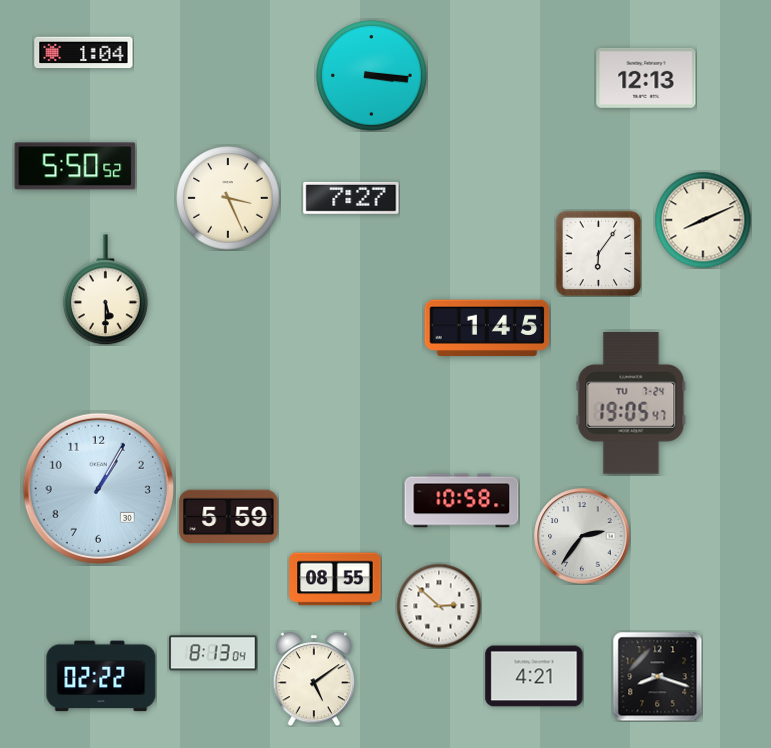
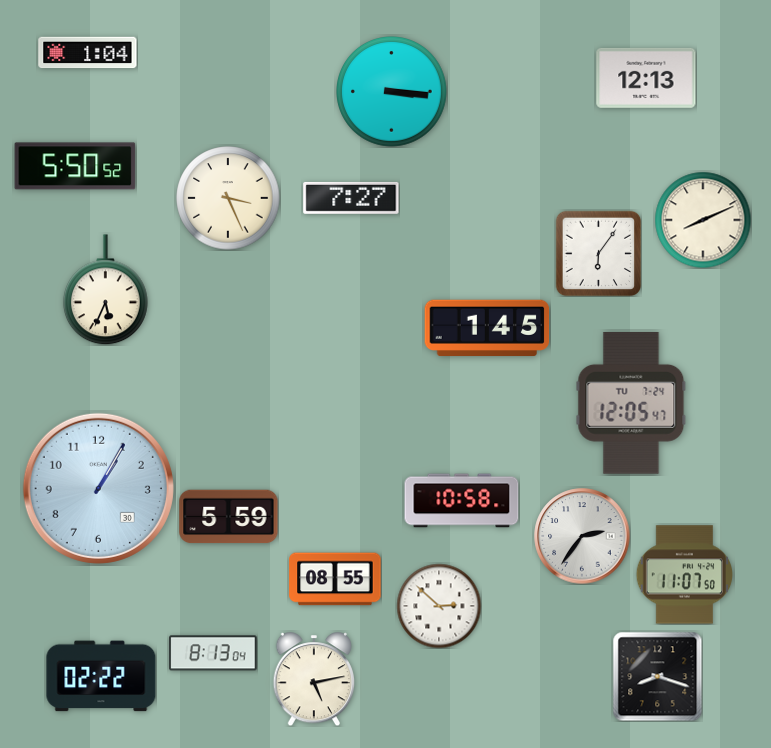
clock at (84, 53) position: (84, 53) -> (88, 53)
clock at (372, 76) position: (372, 76) -> (392, 92)
clock at (105, 290): 5:30 -> 5:34
clock at (631, 403): 19:05 -> 12:05
clock at (684, 575): none -> 11:07
clock at (534, 676): 4:21 -> none
clock at (314, 680): 5:09 -> 5:13
